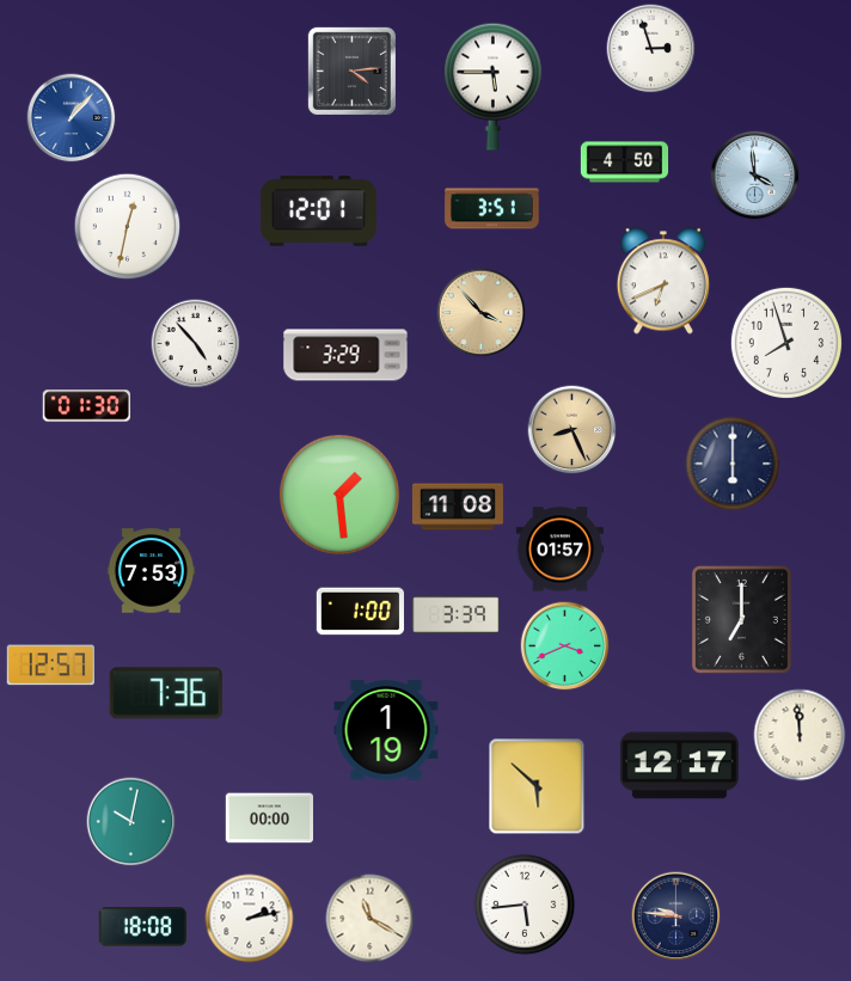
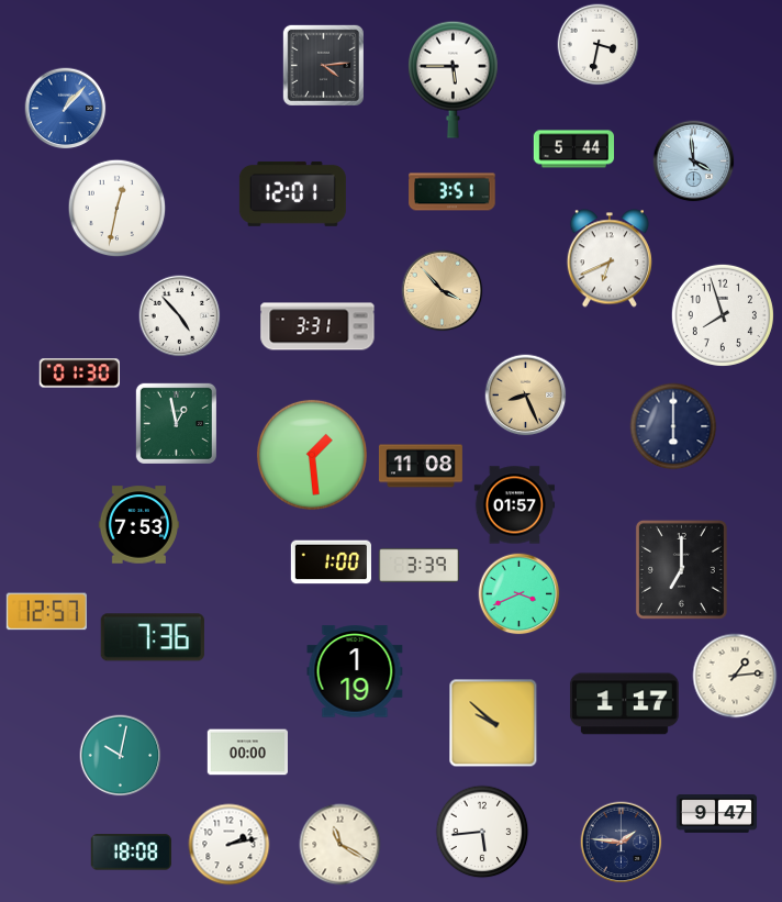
clock at (651, 49): 2:57 -> 3:32
clock at (625, 163): 4:50 -> 5:44
clock at (482, 313) position: (482, 313) -> (443, 291)
clock at (345, 355): 3:29 -> 3:31
clock at (176, 423): none -> 12:58
clock at (800, 735): 11:59 -> 1:14
clock at (679, 766): 12:17 -> 1:17
clock at (537, 786): 5:52 -> 9:52
clock at (717, 814): none -> 9:47
clock at (676, 916): 9:46 -> 1:46
